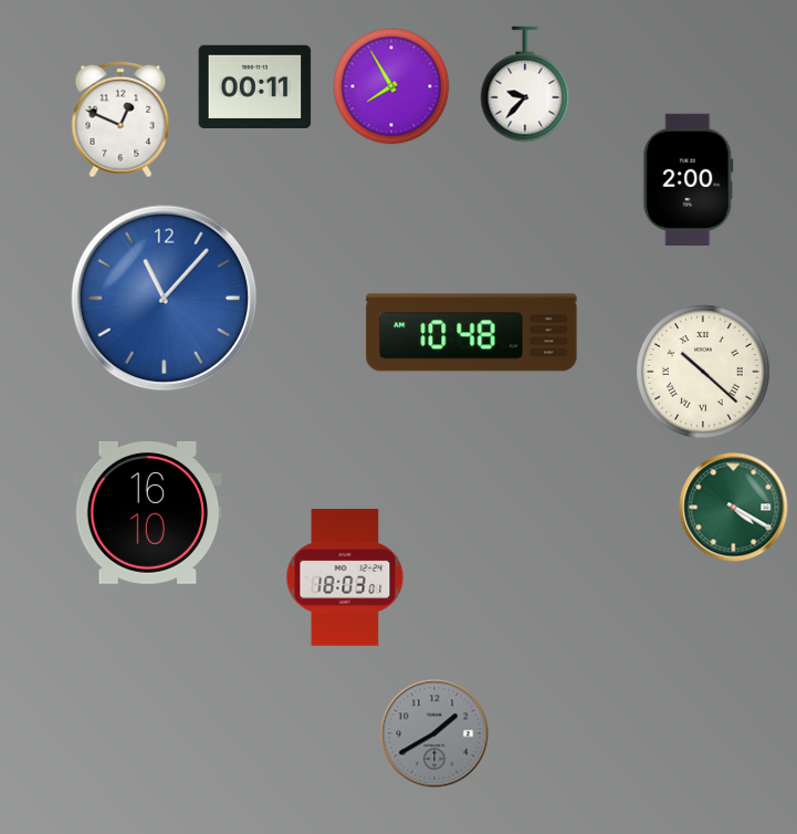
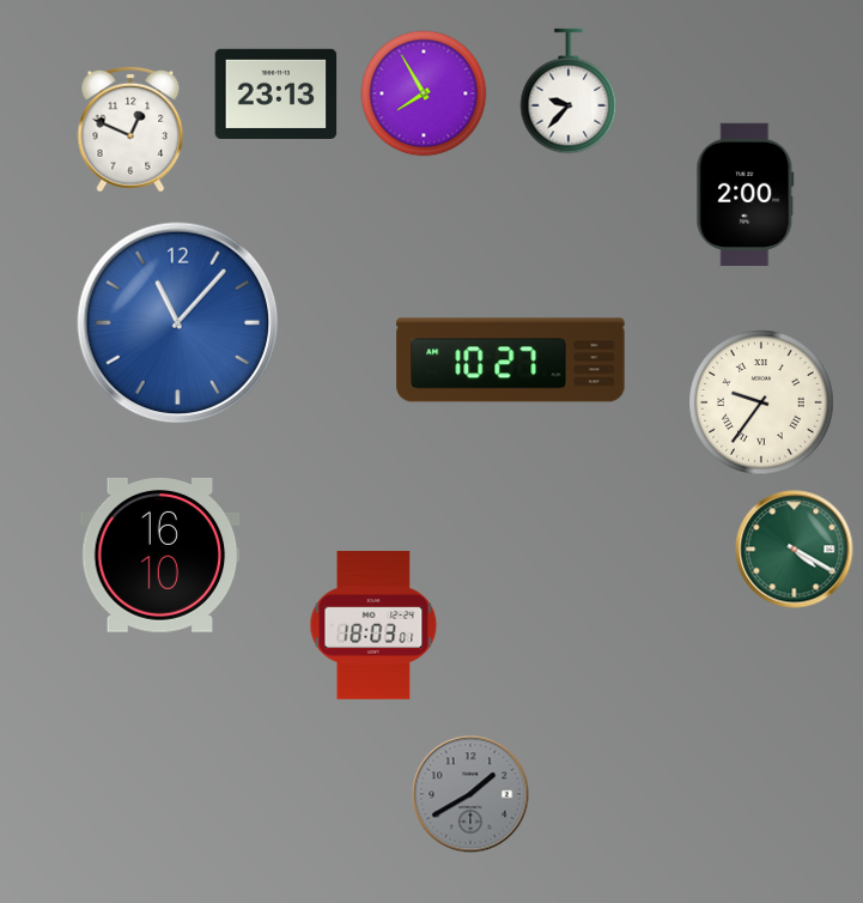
clock at (255, 86): 00:11 -> 23:13
clock at (472, 333): 10:48 -> 10:27
clock at (703, 372): 10:22 -> 9:36
